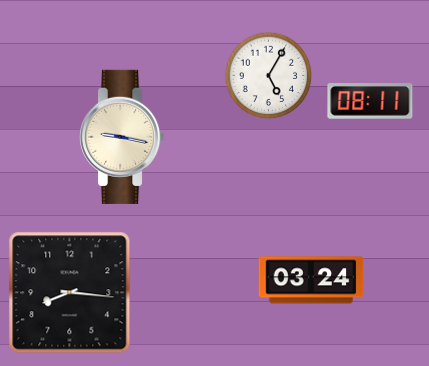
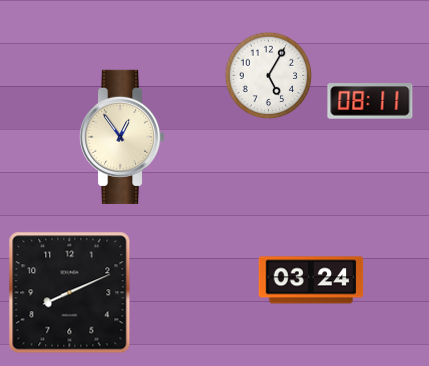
clock at (122, 137): 9:17 -> 12:54
clock at (70, 293): 8:16 -> 8:11
